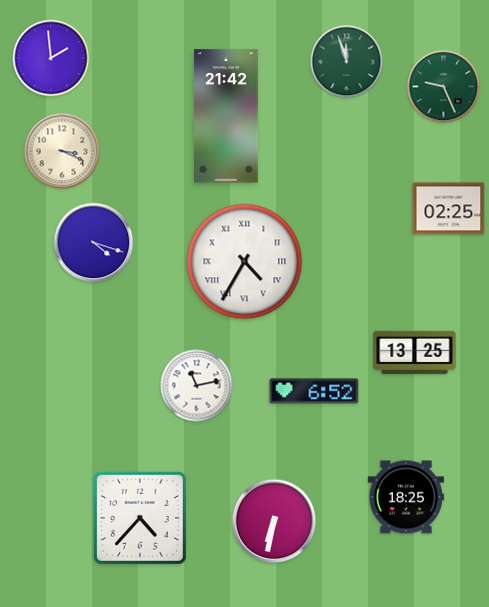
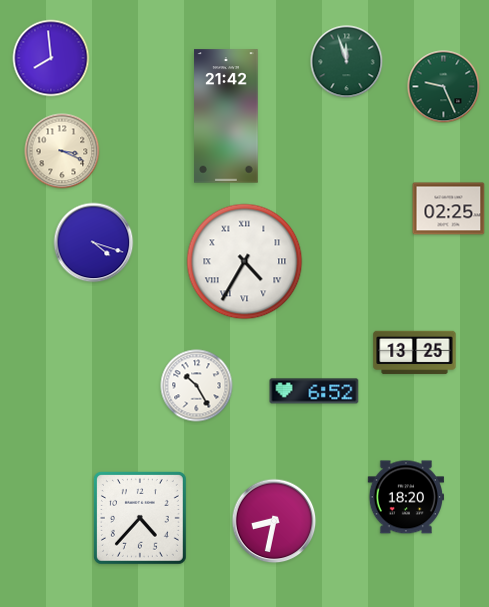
clock at (51, 58): 1:59 -> 7:59
clock at (197, 386): 11:13 -> 10:25
clock at (405, 497): 18:25 -> 18:20
clock at (274, 521): 6:32 -> 8:32
